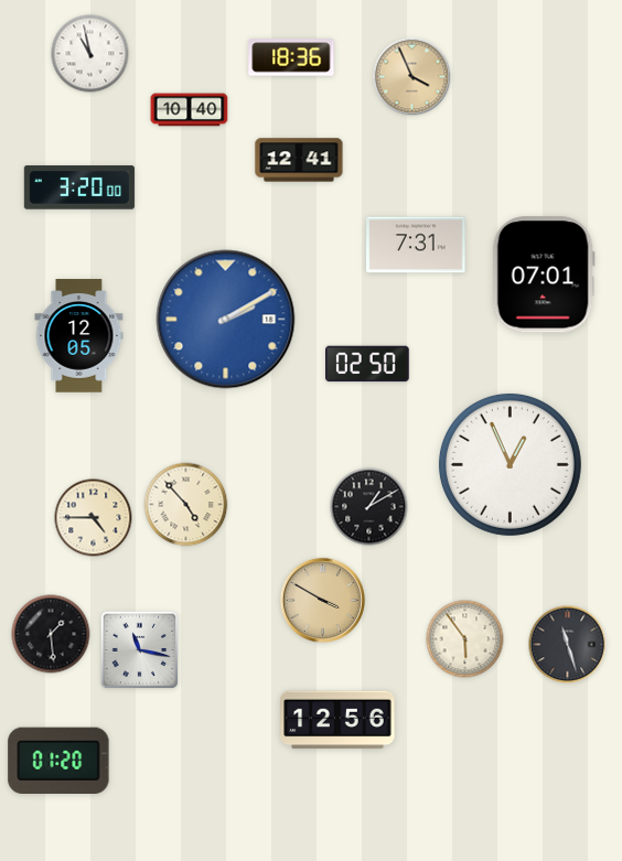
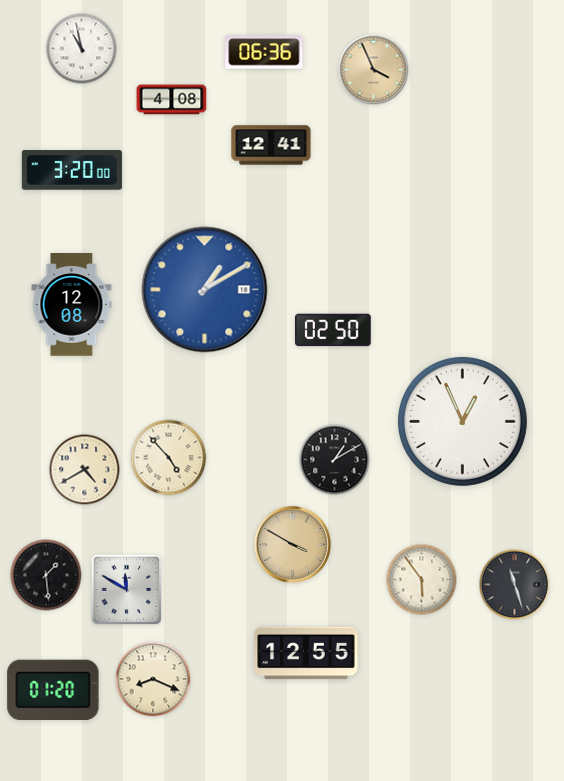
clock at (291, 57): 18:36 -> 06:36
clock at (190, 110): 10:40 -> 4:08
clock at (416, 245): 7:31 -> none
clock at (544, 275): 07:01 -> none
clock at (226, 320): 2:10 -> 1:10
clock at (79, 336): 12:05 -> 12:08
clock at (94, 518): 4:45 -> 4:40
clock at (140, 650): 11:17 -> 11:50
clock at (337, 720): 12:56 -> 12:55
clock at (153, 679): none -> 8:19
